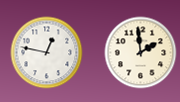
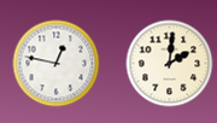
clock at (141, 53): 1:59 -> 2:01
